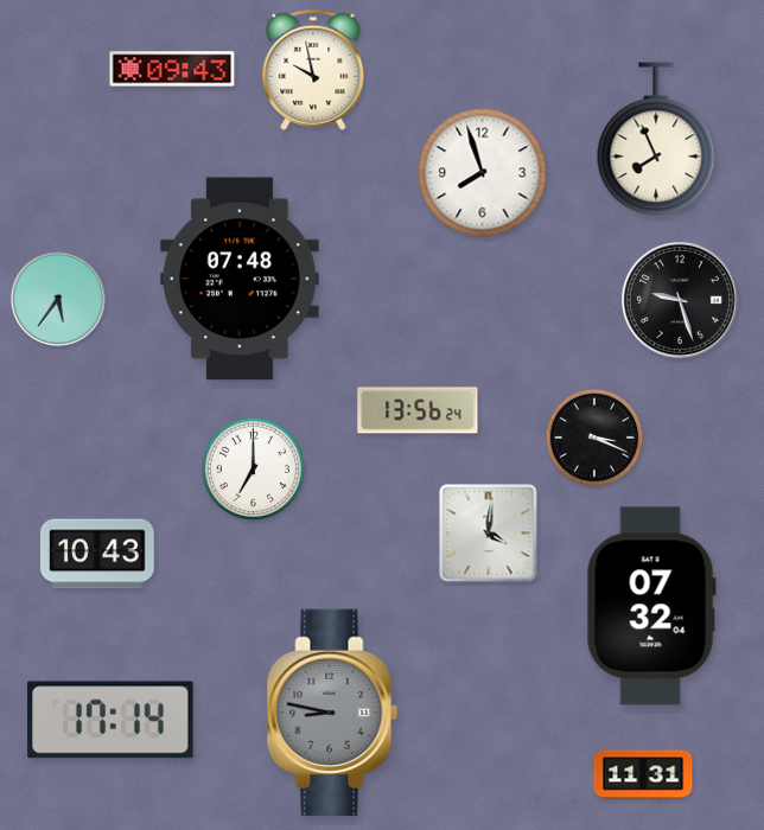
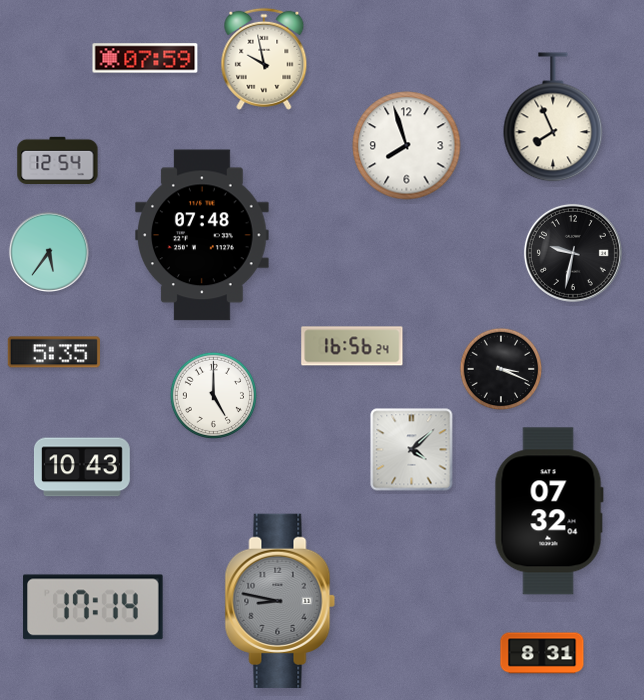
clock at (172, 69): 09:43 -> 07:59
clock at (58, 160): none -> 12:54
clock at (680, 300): 9:27 -> 9:32
clock at (418, 410): 13:56 -> 16:56
clock at (54, 352): none -> 5:35
clock at (253, 468): 7:00 -> 5:00
clock at (489, 534): 4:01 -> 4:08
clock at (643, 774): 11:31 -> 8:31
